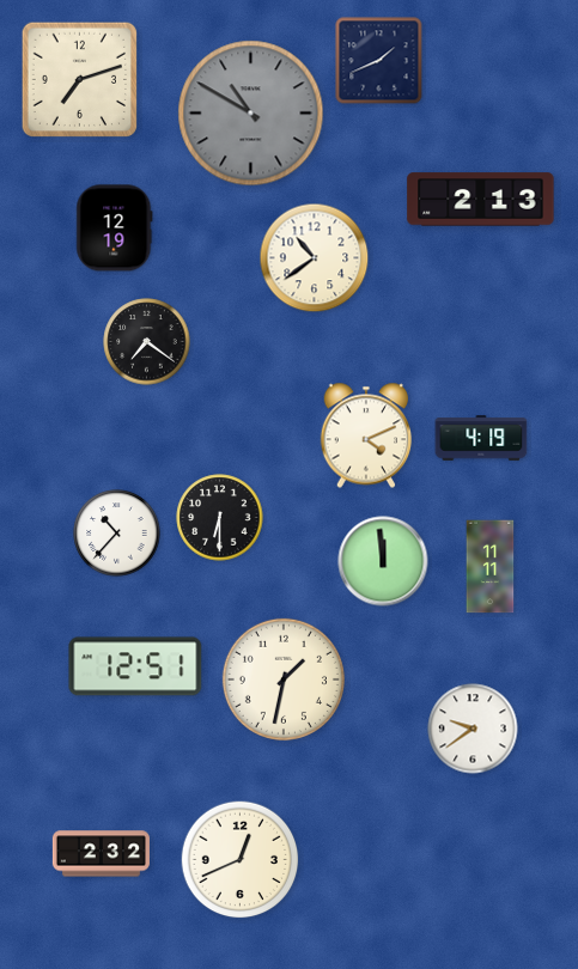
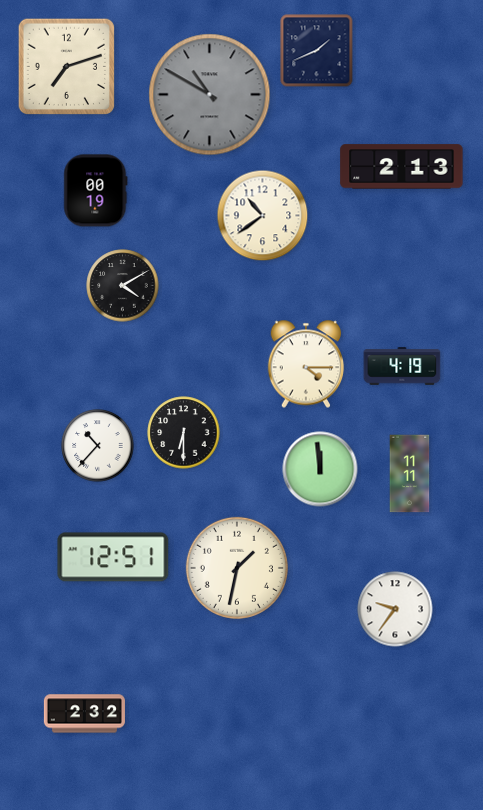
clock at (115, 228): 12:19 -> 00:19
clock at (147, 342): 7:21 -> 4:10
clock at (366, 435): 4:11 -> 4:15
clock at (473, 729): 9:39 -> 9:36
clock at (241, 860): 12:41 -> none
